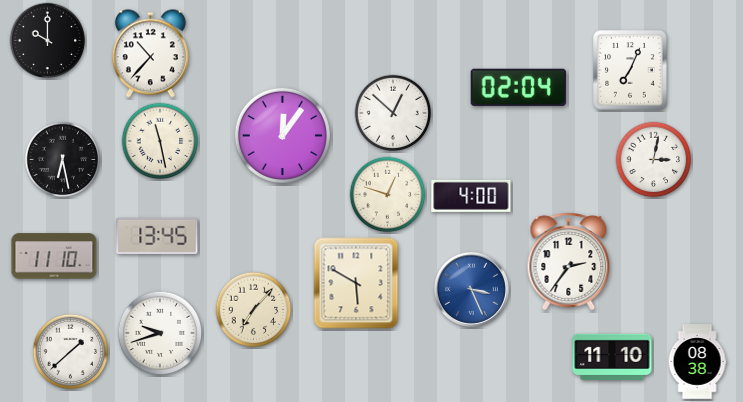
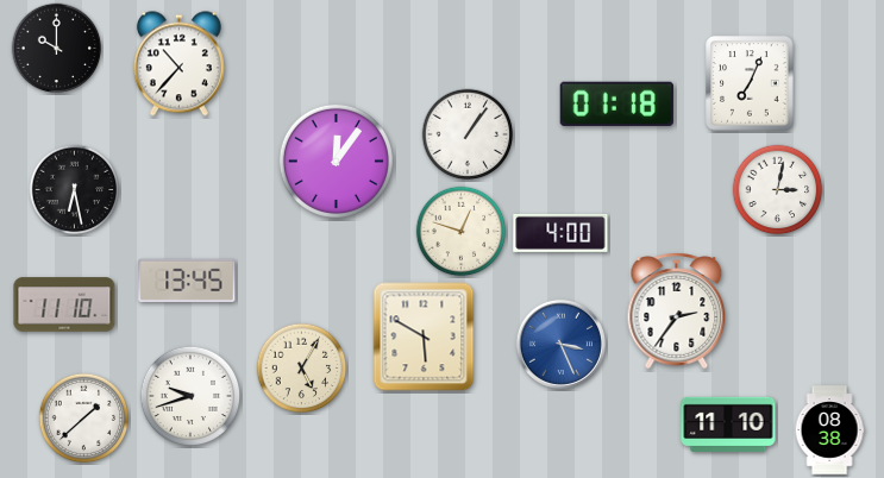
clock at (518, 87): 02:04 -> 01:18
clock at (393, 113): 12:52 -> 1:06
clock at (160, 141): 11:28 -> none
clock at (254, 310): 7:07 -> 5:05
